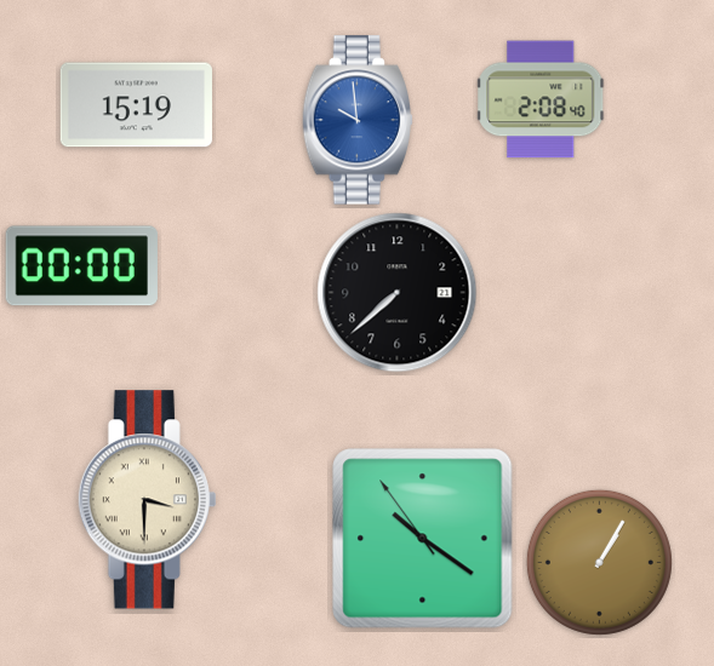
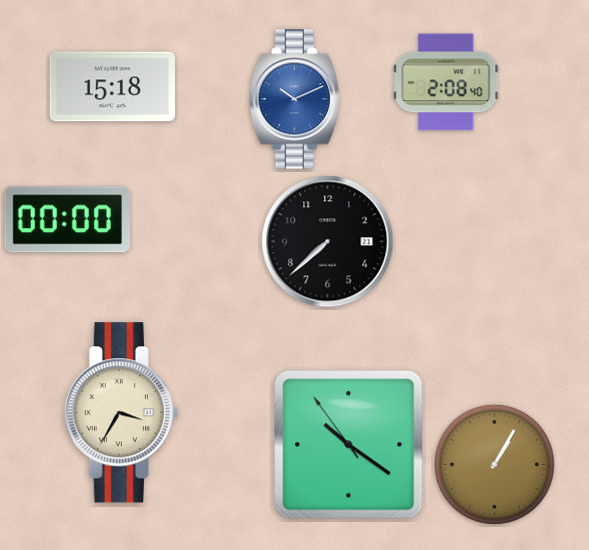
clock at (136, 105): 15:19 -> 15:18
clock at (358, 120): 9:59 -> 10:11
clock at (147, 500): 3:30 -> 3:35
